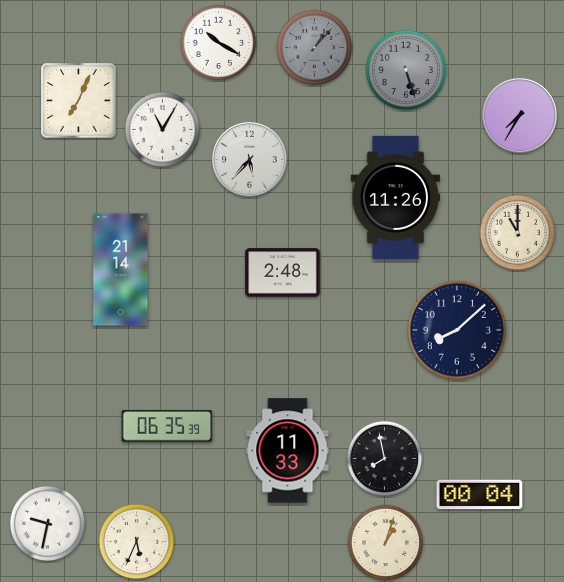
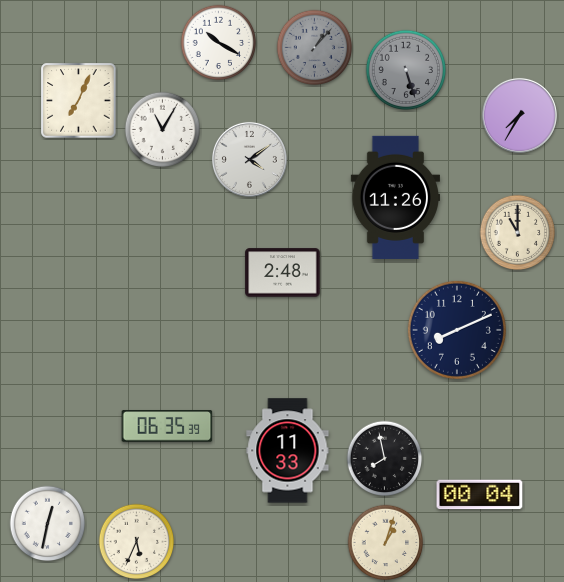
clock at (249, 159): 5:37 -> 4:09
clock at (121, 270): 21:14 -> none
clock at (457, 330): 8:08 -> 8:11
clock at (48, 524): 9:32 -> 12:32
